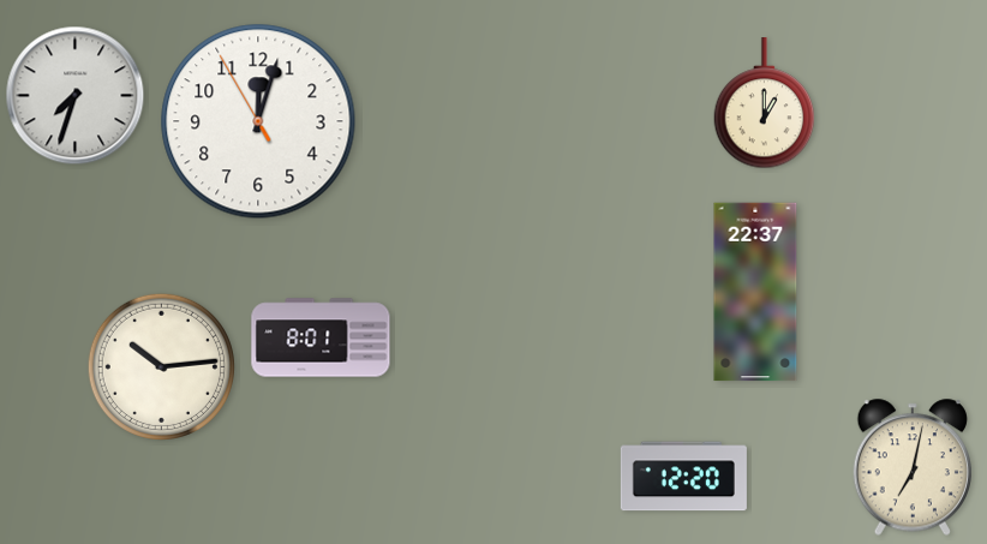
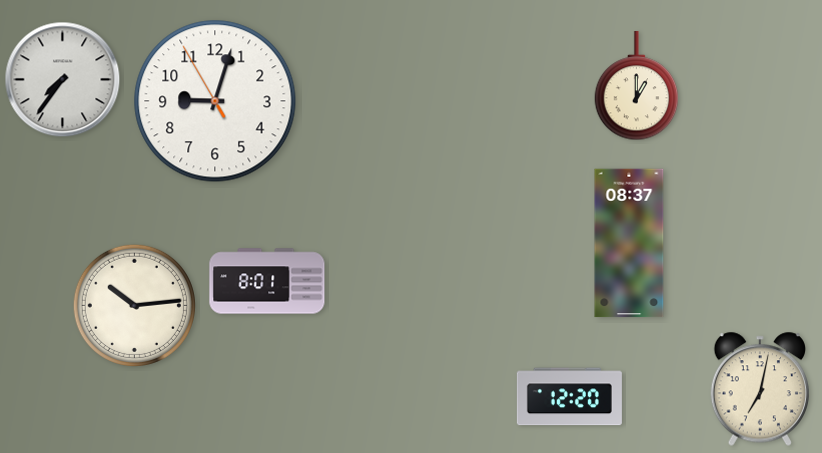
clock at (76, 96): 7:33 -> 7:36
clock at (258, 121): 12:02 -> 9:02
clock at (755, 292): 22:37 -> 08:37
